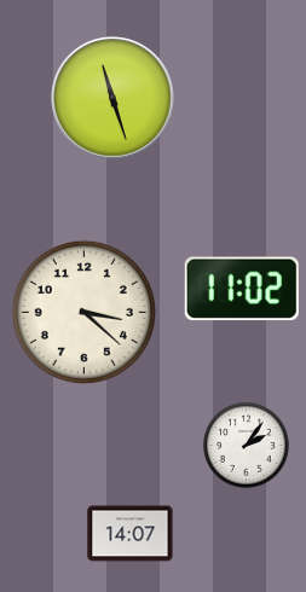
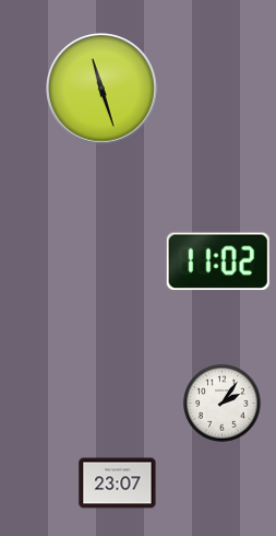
clock at (83, 312): 3:22 -> none
clock at (131, 534): 14:07 -> 23:07
